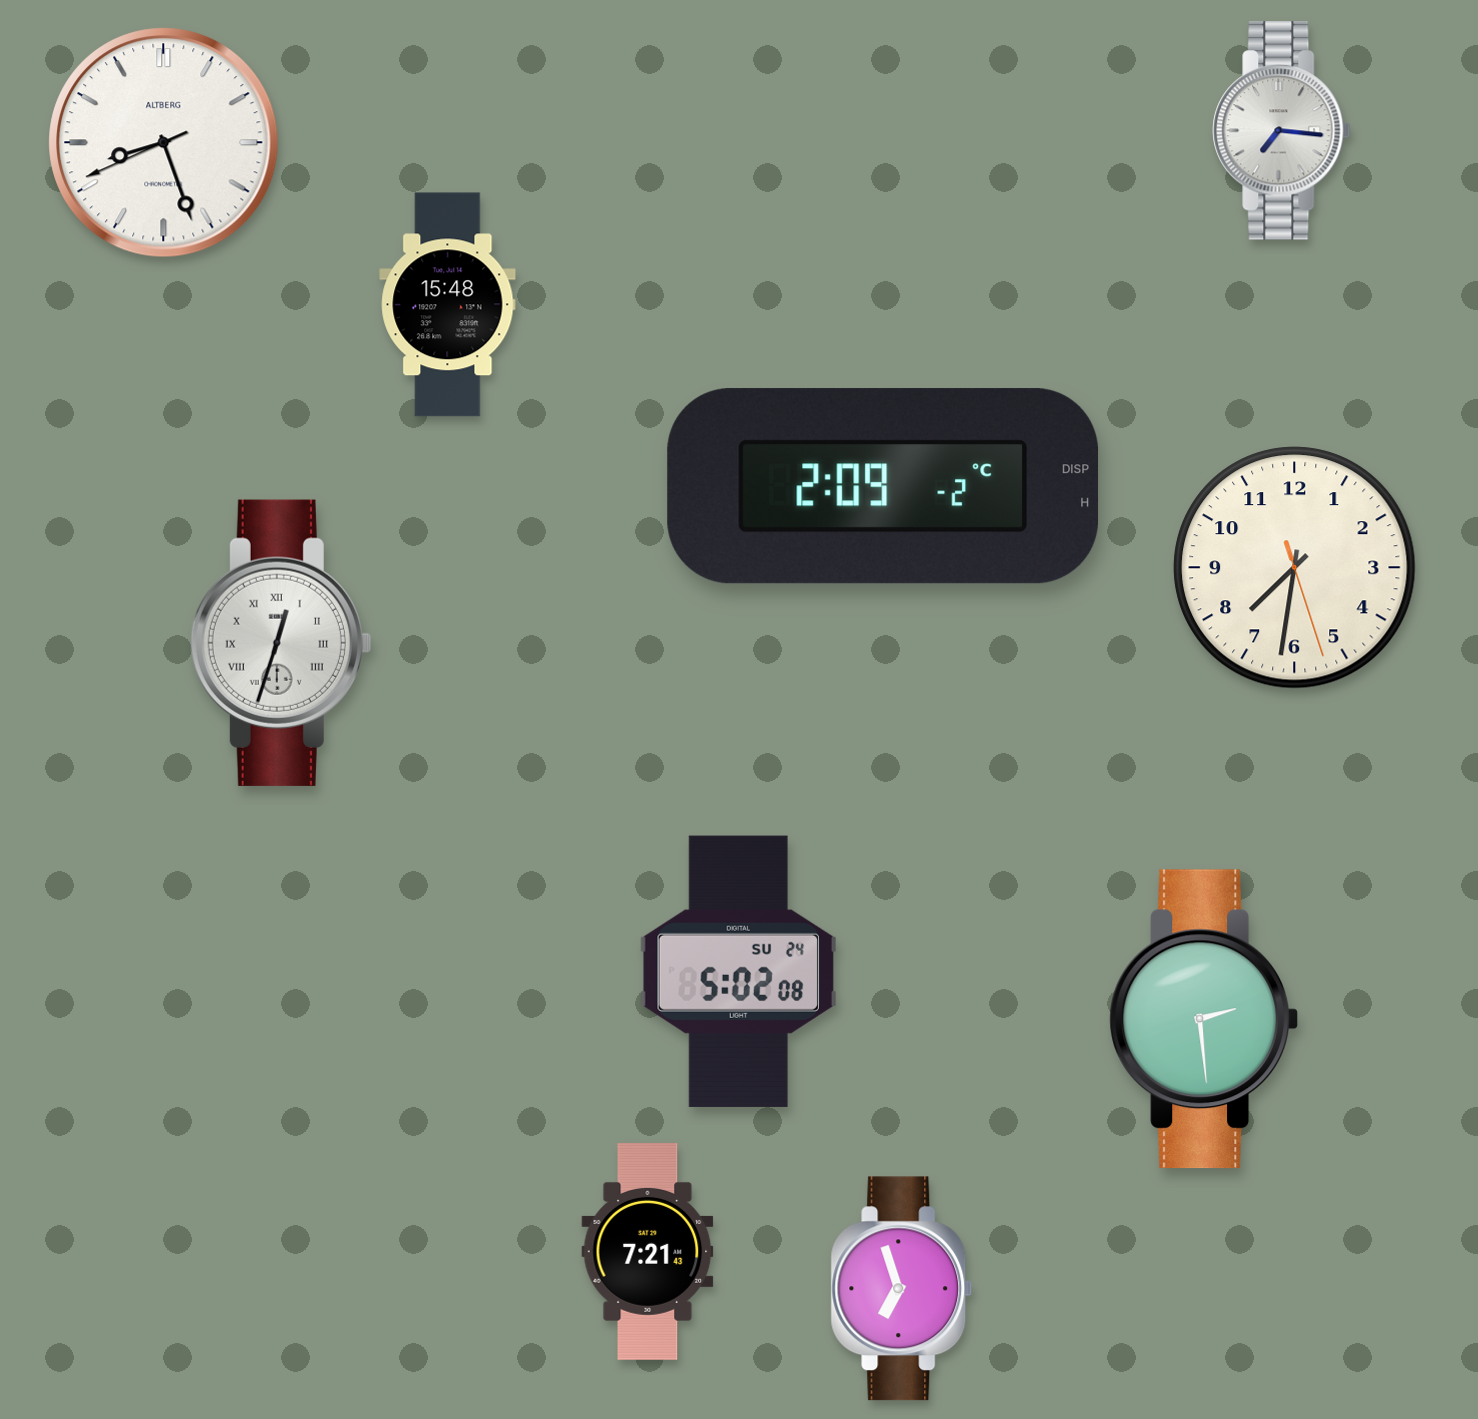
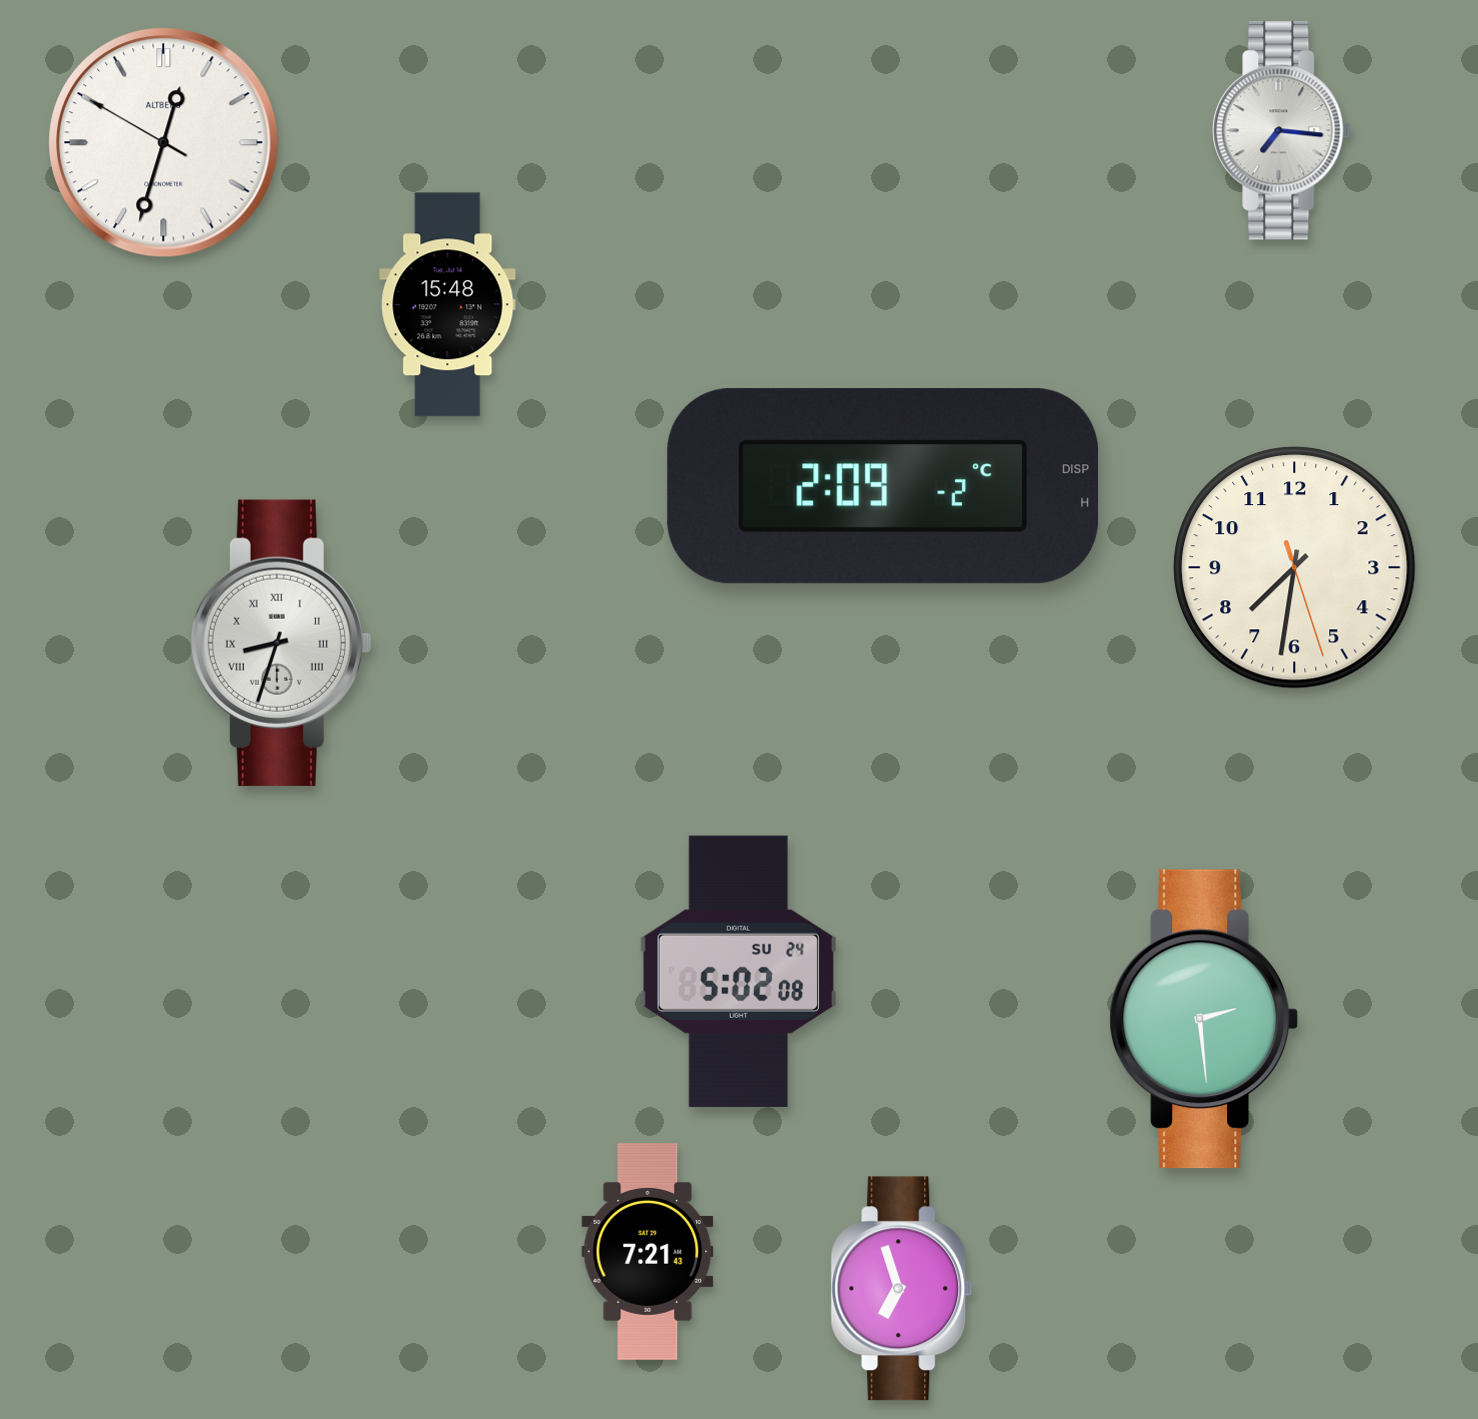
clock at (164, 143): 8:26 -> 12:32
clock at (280, 643): 12:33 -> 8:33
